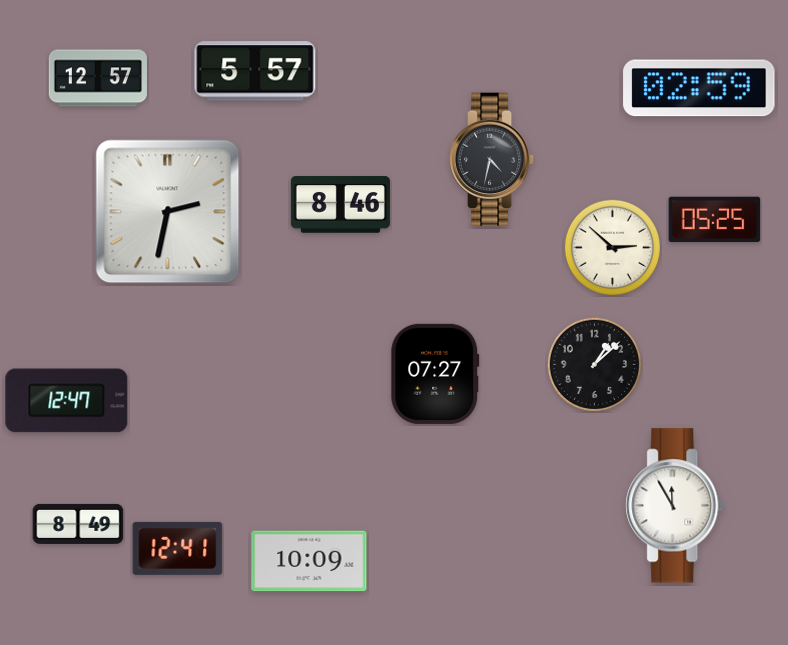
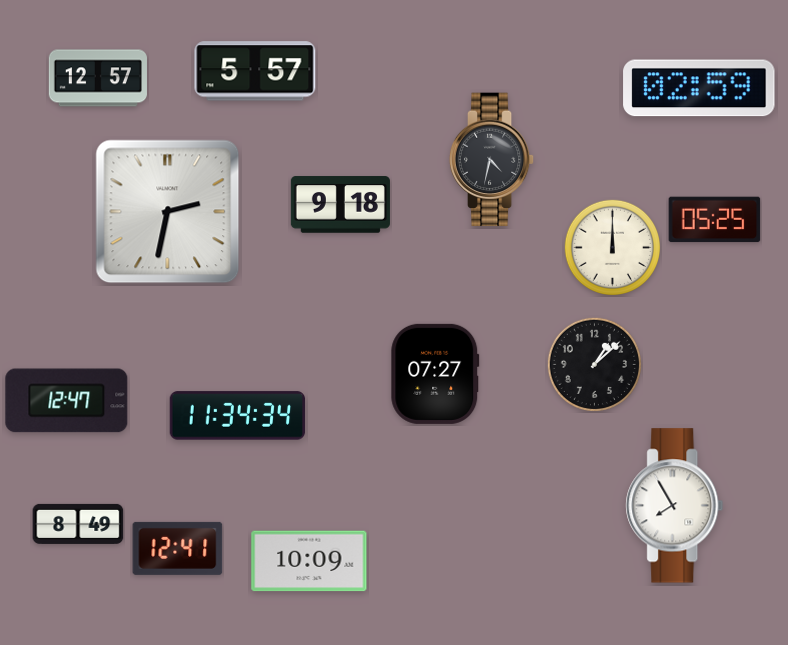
clock at (340, 205): 8:46 -> 9:18
clock at (612, 247): 2:52 -> 12:00
clock at (238, 416): none -> 11:34
clock at (675, 506): 11:55 -> 7:55
